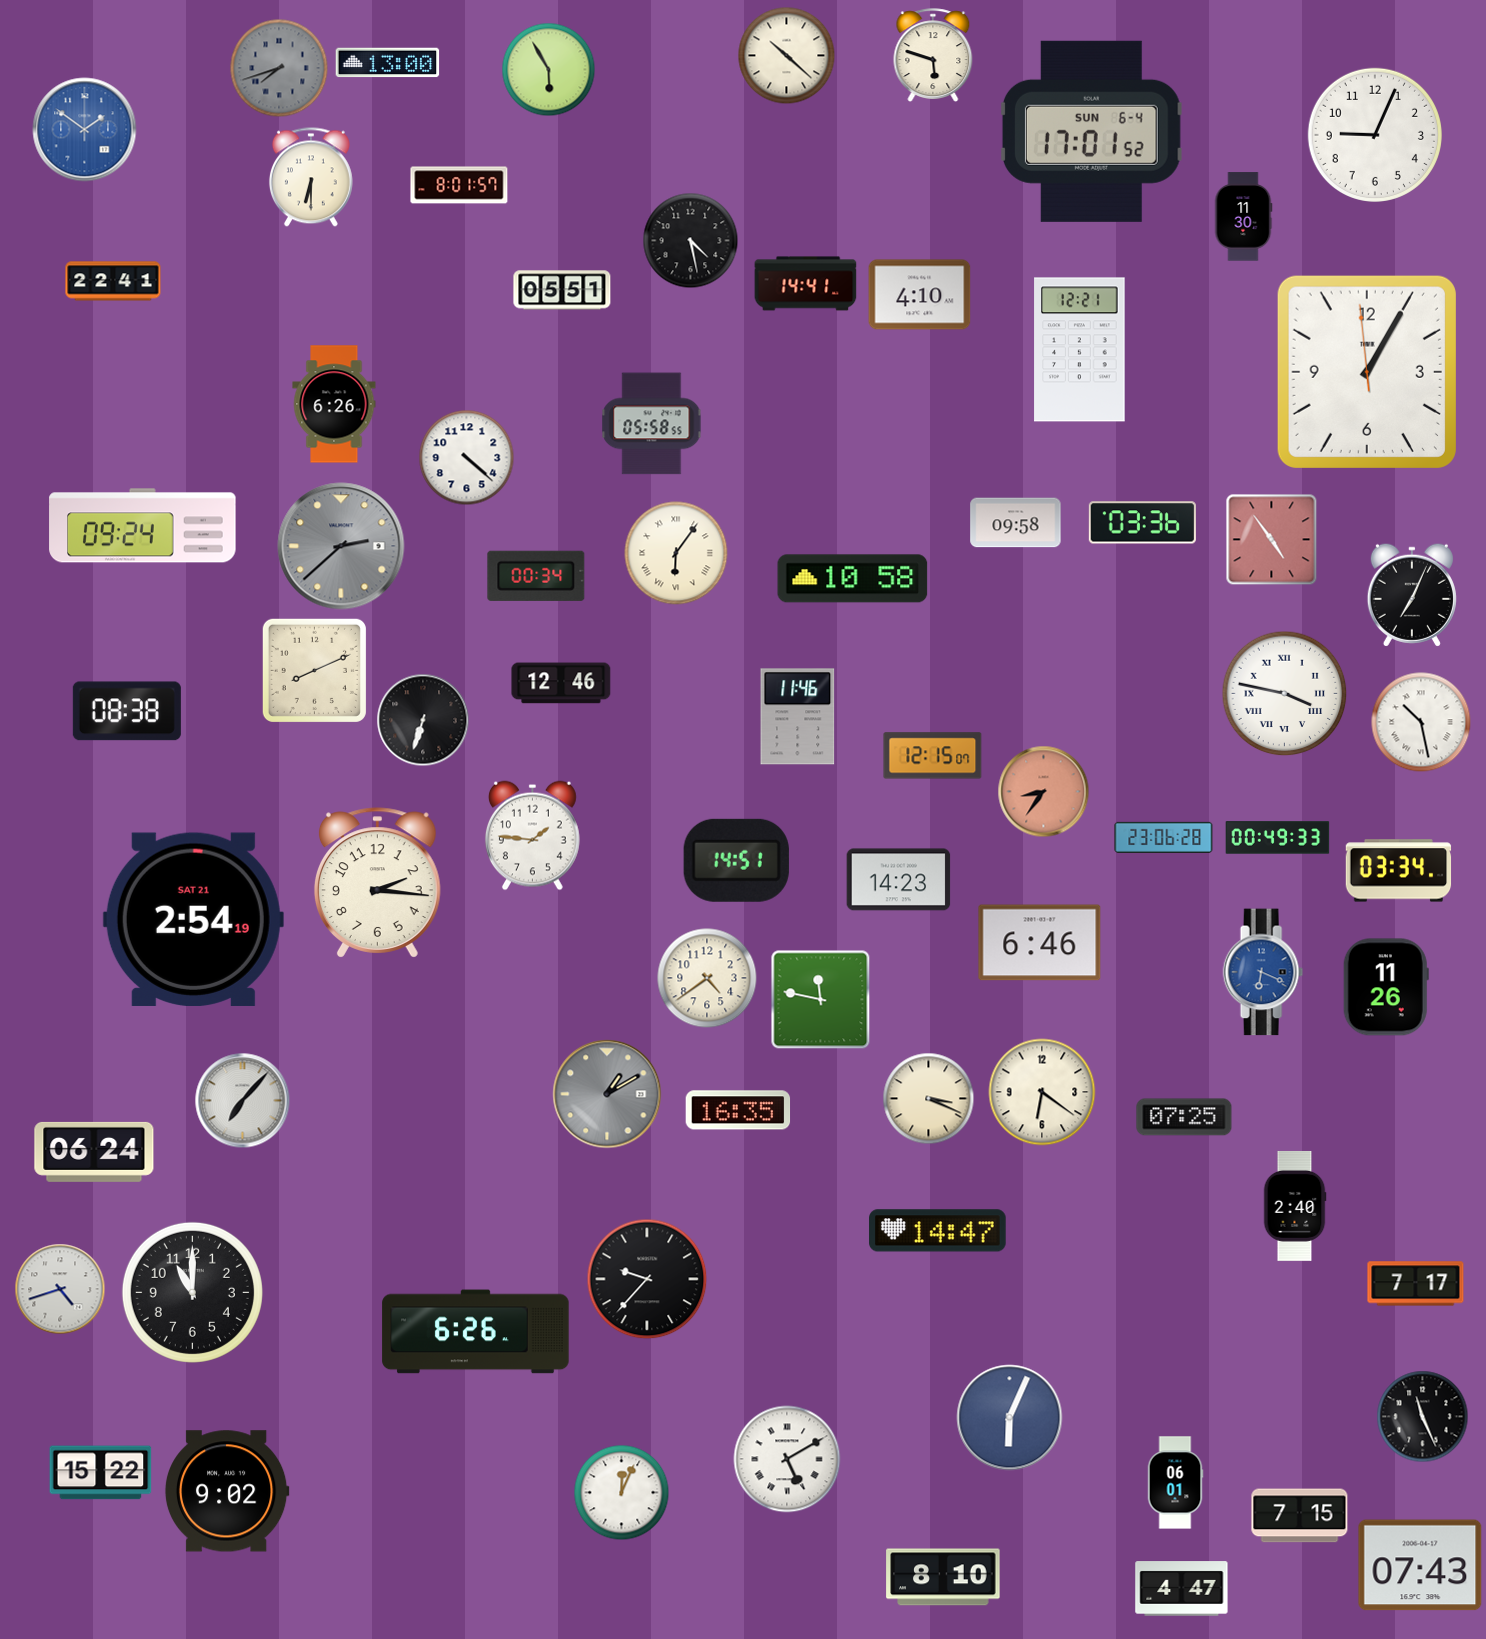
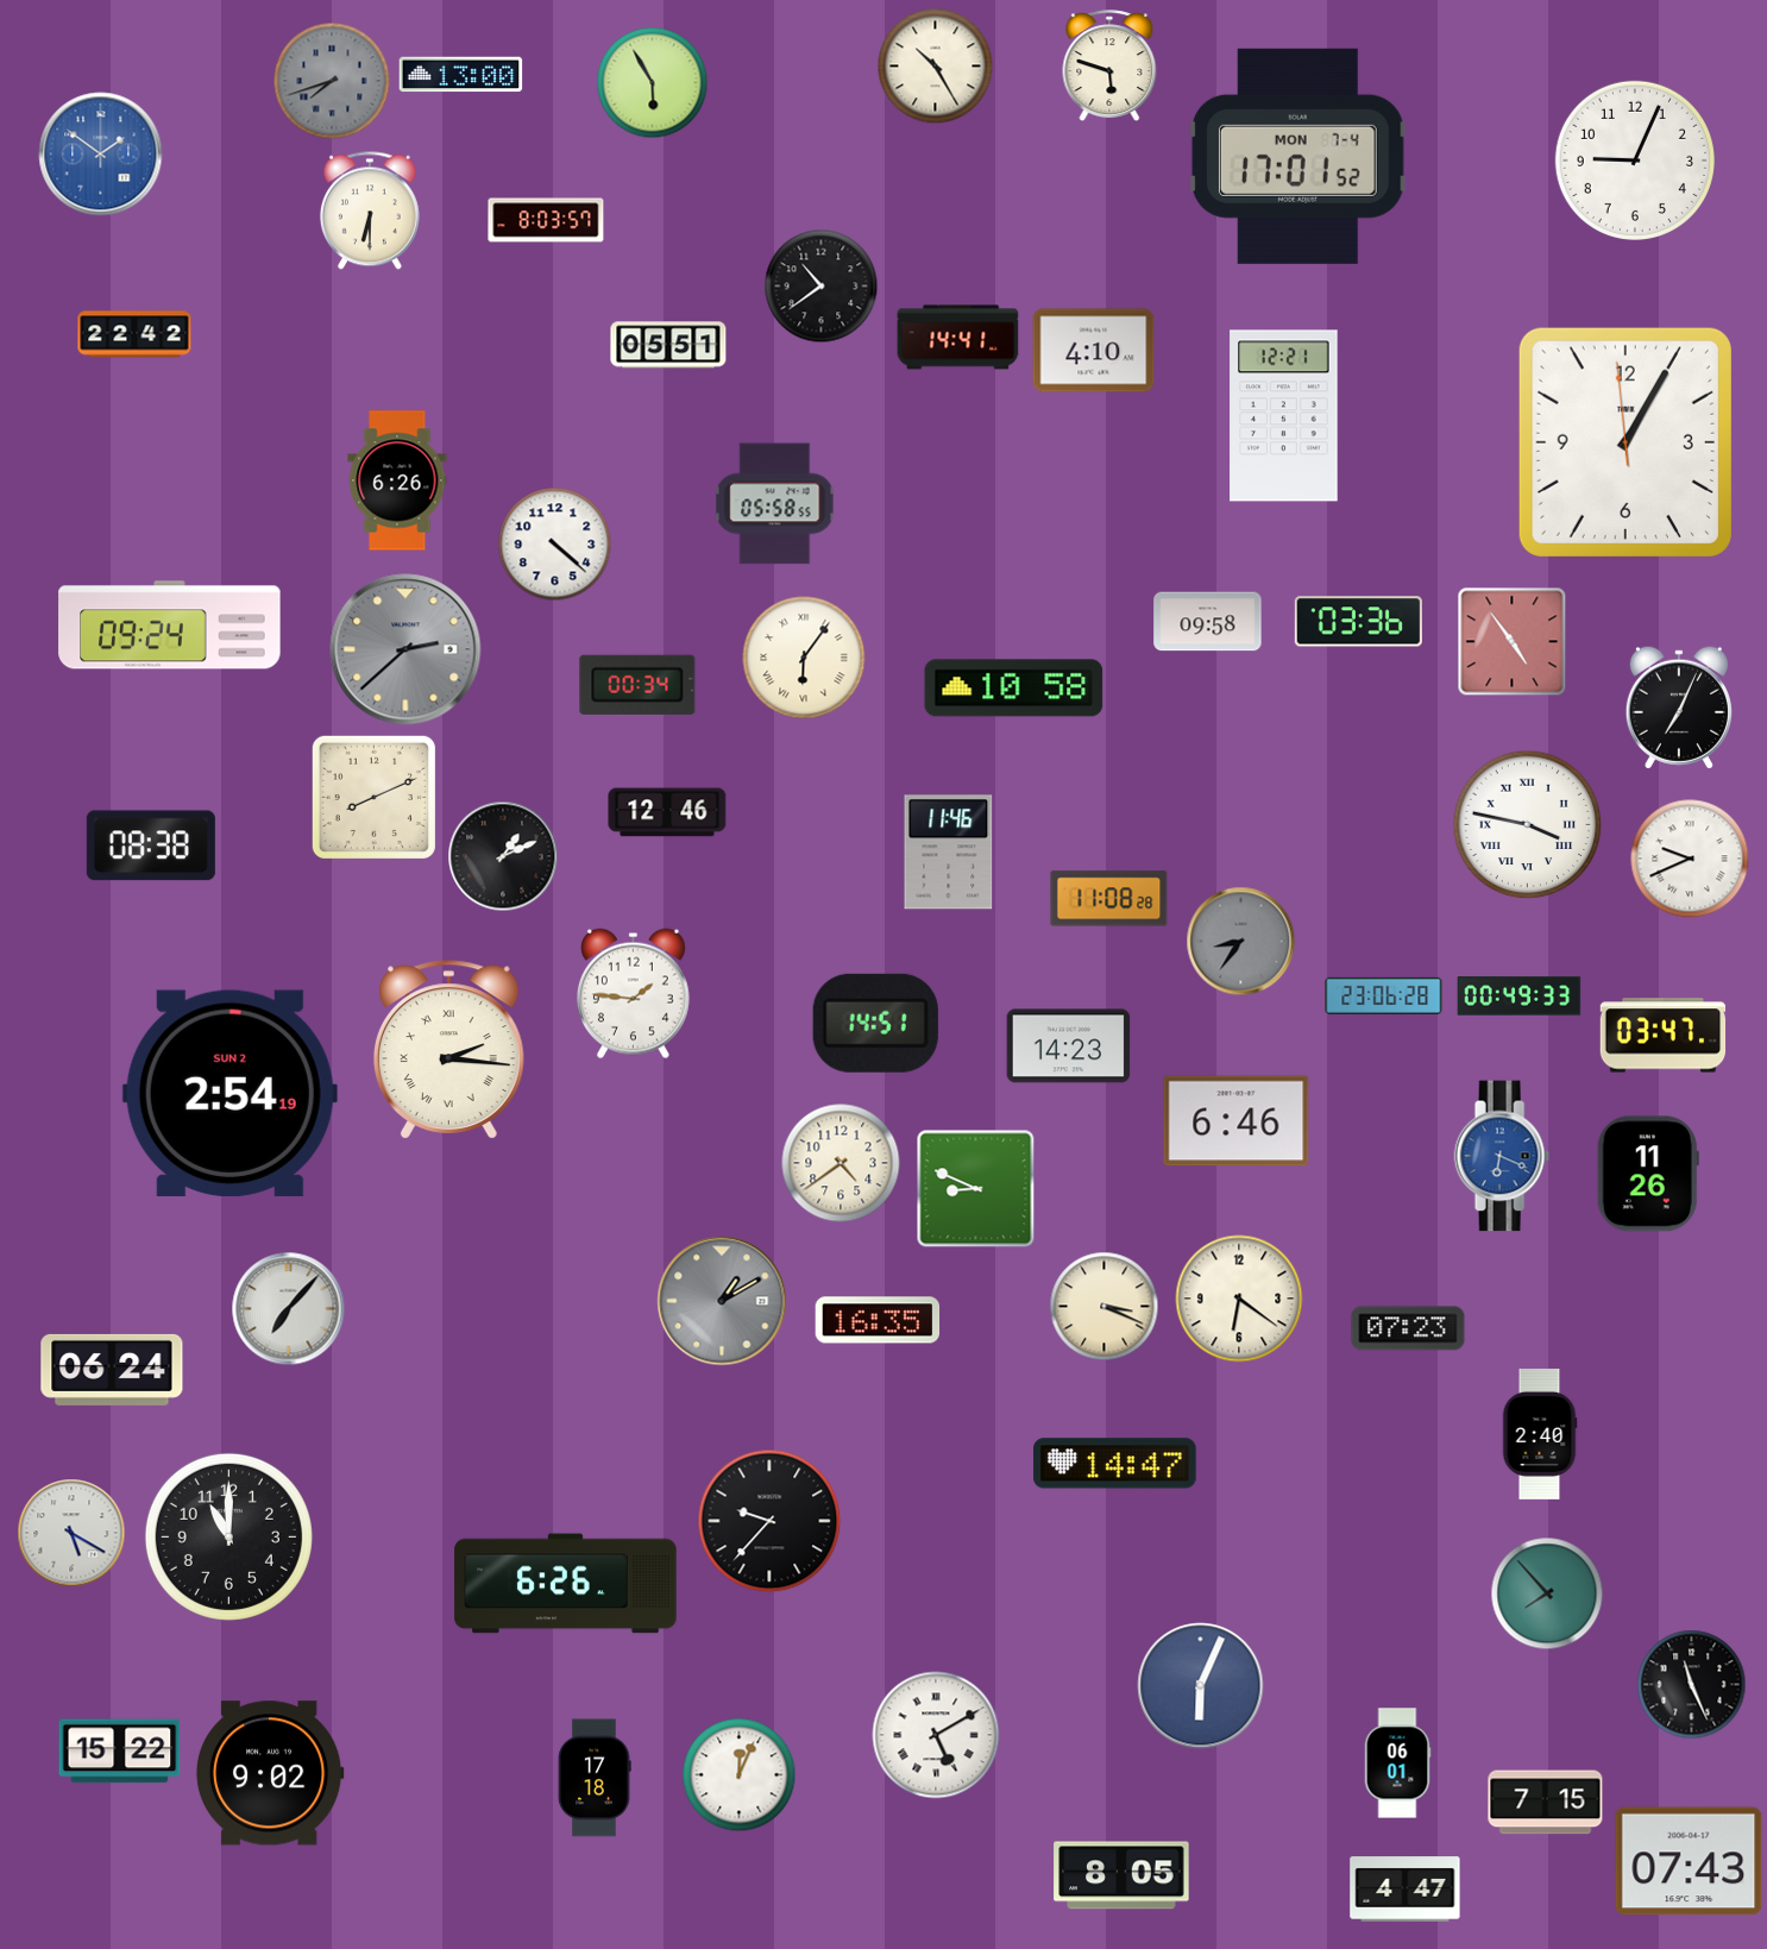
clock at (787, 56): 10:22 -> 10:25
clock at (1091, 131) date: SUN 6-4 -> MON 7-4
clock at (459, 185): 8:01 -> 8:03
clock at (1243, 217): 11:30 -> none
clock at (691, 241): 4:28 -> 10:39
clock at (113, 281): 22:41 -> 22:42
clock at (423, 720): 6:33 -> 1:11
clock at (1421, 722): 10:28 -> 9:41
clock at (933, 756): 12:15 -> 11:08
clock at (1044, 792) dial: salmon -> grey
clock at (1399, 871): 03:34 -> 03:47
clock at (377, 883) numerals: Arabic -> Roman
clock at (193, 919) date: SAT 21 -> SUN 2
clock at (821, 1000): 11:47 -> 8:49
clock at (1184, 1117): 07:25 -> 07:23
clock at (1416, 1284): 7:17 -> none
clock at (60, 1289): 4:42 -> 5:20
clock at (1547, 1593): none -> 7:53
clock at (595, 1778): none -> 17:18
clock at (943, 1577): 8:10 -> 8:05
